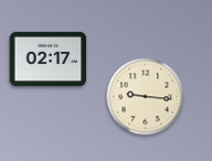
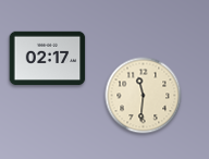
clock at (146, 97): 9:16 -> 11:31
